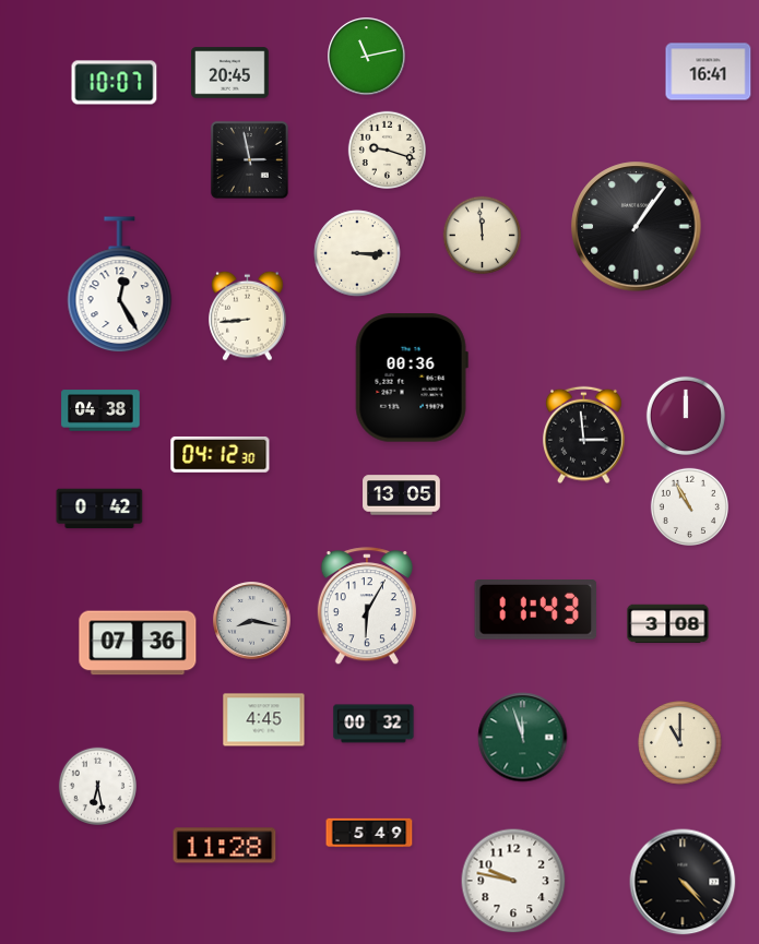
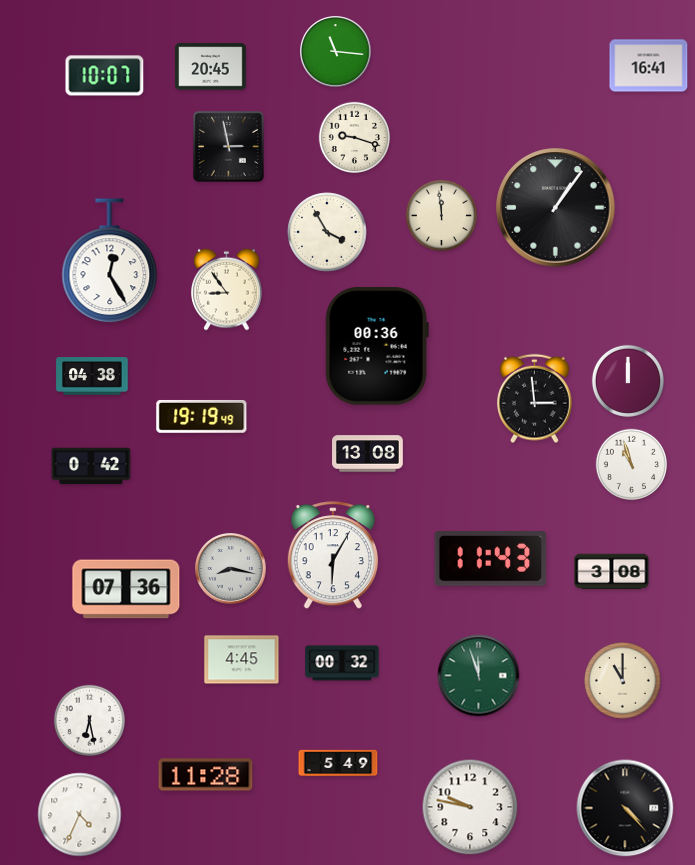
clock at (367, 57): 11:13 -> 11:16
clock at (637, 227) position: (637, 227) -> (556, 208)
clock at (357, 253): 3:15 -> 3:55
clock at (248, 315): 8:44 -> 8:54
clock at (221, 454): 04:12 -> 19:19
clock at (402, 495): 13:05 -> 13:08
clock at (689, 506): 10:55 -> 10:57
clock at (367, 607) position: (367, 607) -> (333, 556)
clock at (80, 815): none -> 4:34
